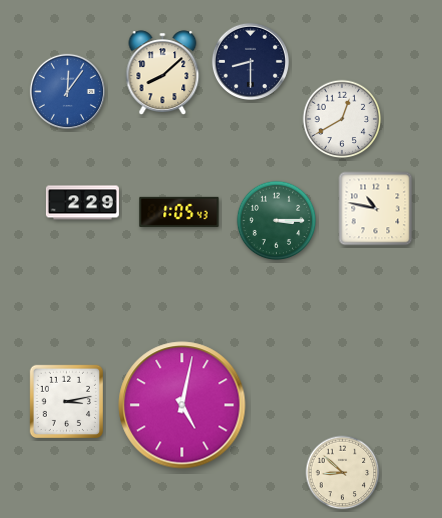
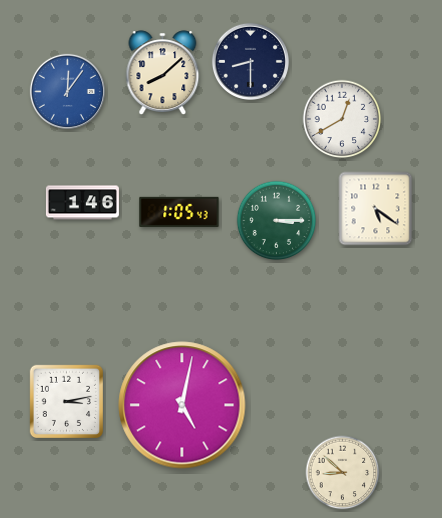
clock at (82, 203): 2:29 -> 1:46
clock at (376, 209): 10:47 -> 5:21
